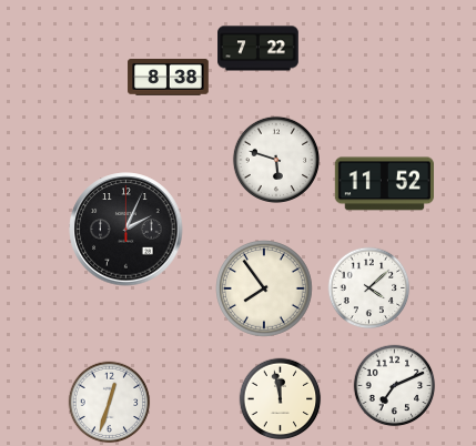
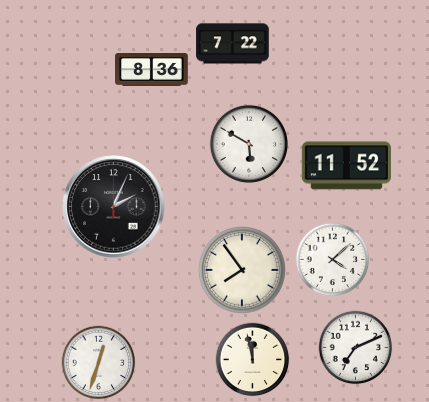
clock at (169, 78): 8:38 -> 8:36
clock at (275, 159): 5:48 -> 5:50
clock at (265, 290) position: (265, 290) -> (243, 271)
